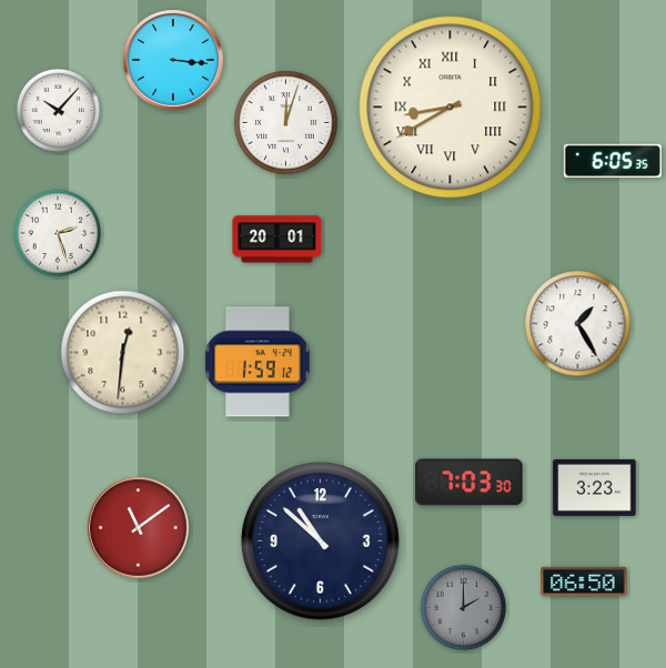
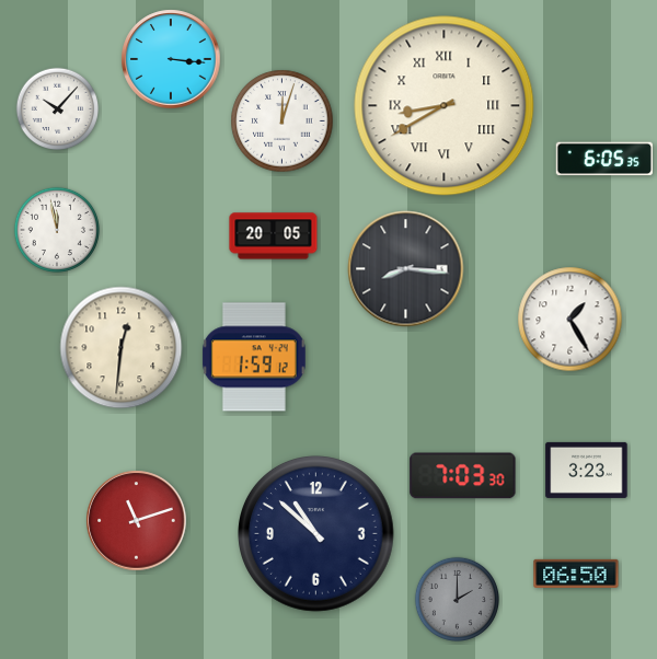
clock at (58, 233): 2:27 -> 11:58
clock at (277, 240): 20:01 -> 20:05
clock at (406, 269): none -> 8:16
clock at (595, 487) position: (595, 487) -> (587, 470)
clock at (139, 528): 11:09 -> 11:12
